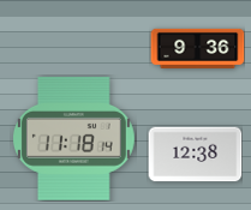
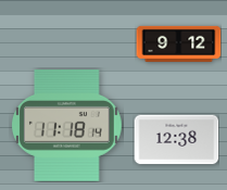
clock at (197, 48): 9:36 -> 9:12
